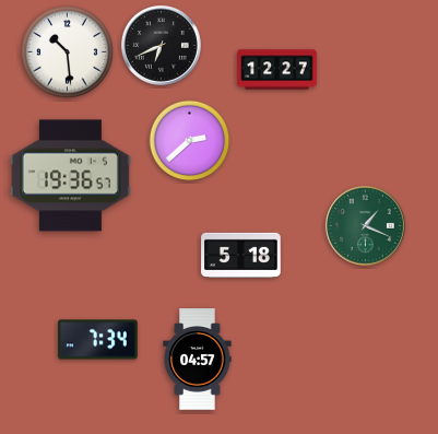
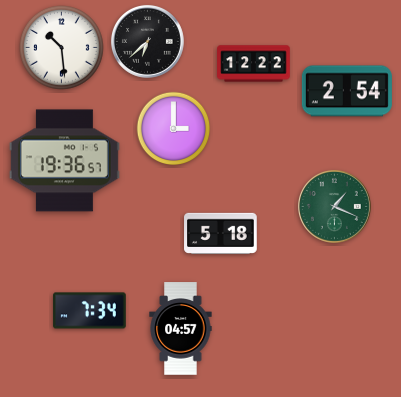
clock at (161, 45): 6:41 -> 6:38
clock at (277, 70): 12:27 -> 12:22
clock at (347, 91): none -> 2:54
clock at (190, 141): 2:38 -> 3:00
